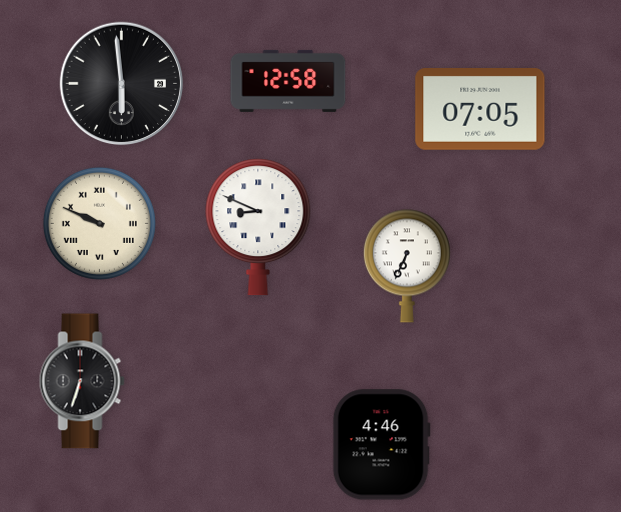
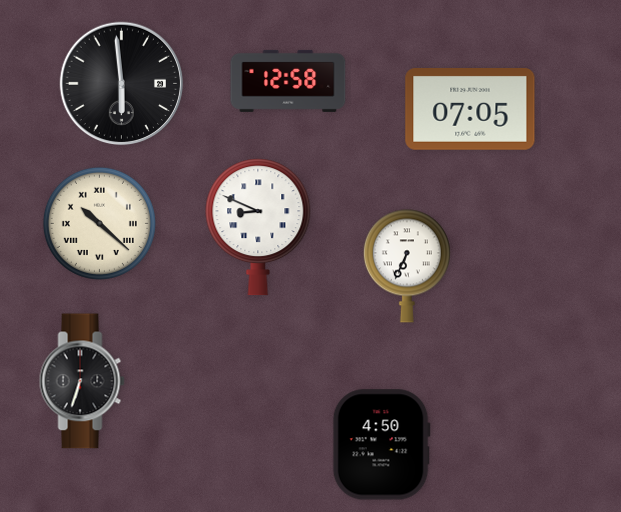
clock at (480, 110) position: (480, 110) -> (470, 110)
clock at (99, 223): 9:49 -> 10:22
clock at (381, 445): 4:46 -> 4:50
